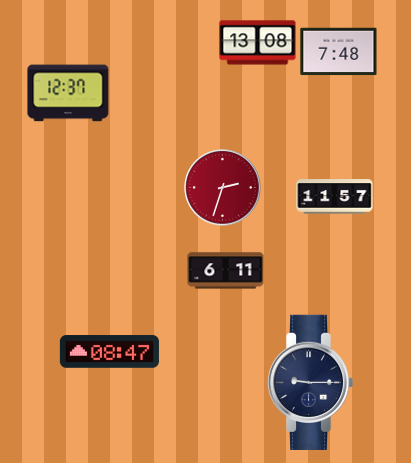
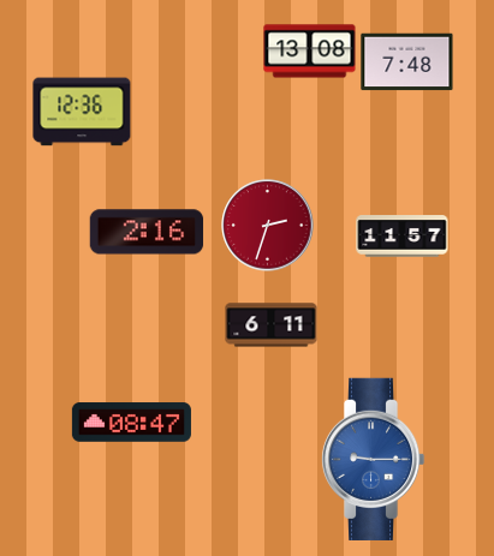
clock at (68, 93): 12:37 -> 12:36
clock at (147, 232): none -> 2:16
clock at (310, 382) dial: navy -> blue
